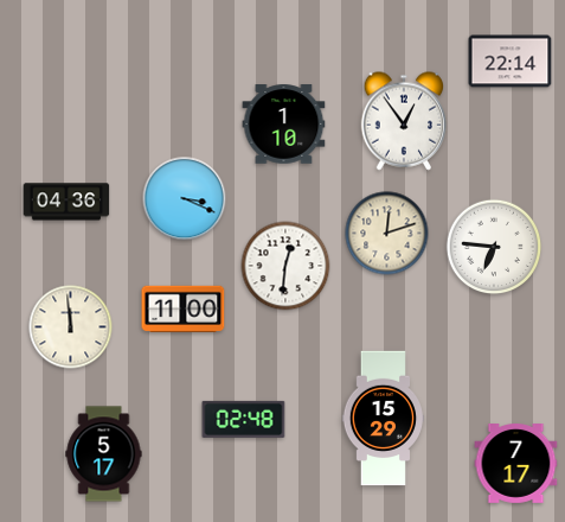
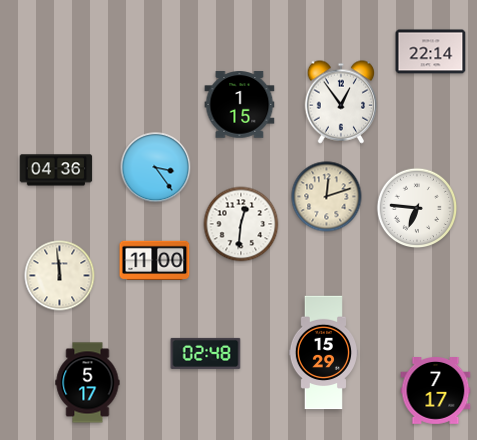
clock at (284, 125): 1:10 -> 1:15
clock at (185, 199): 3:19 -> 3:24
